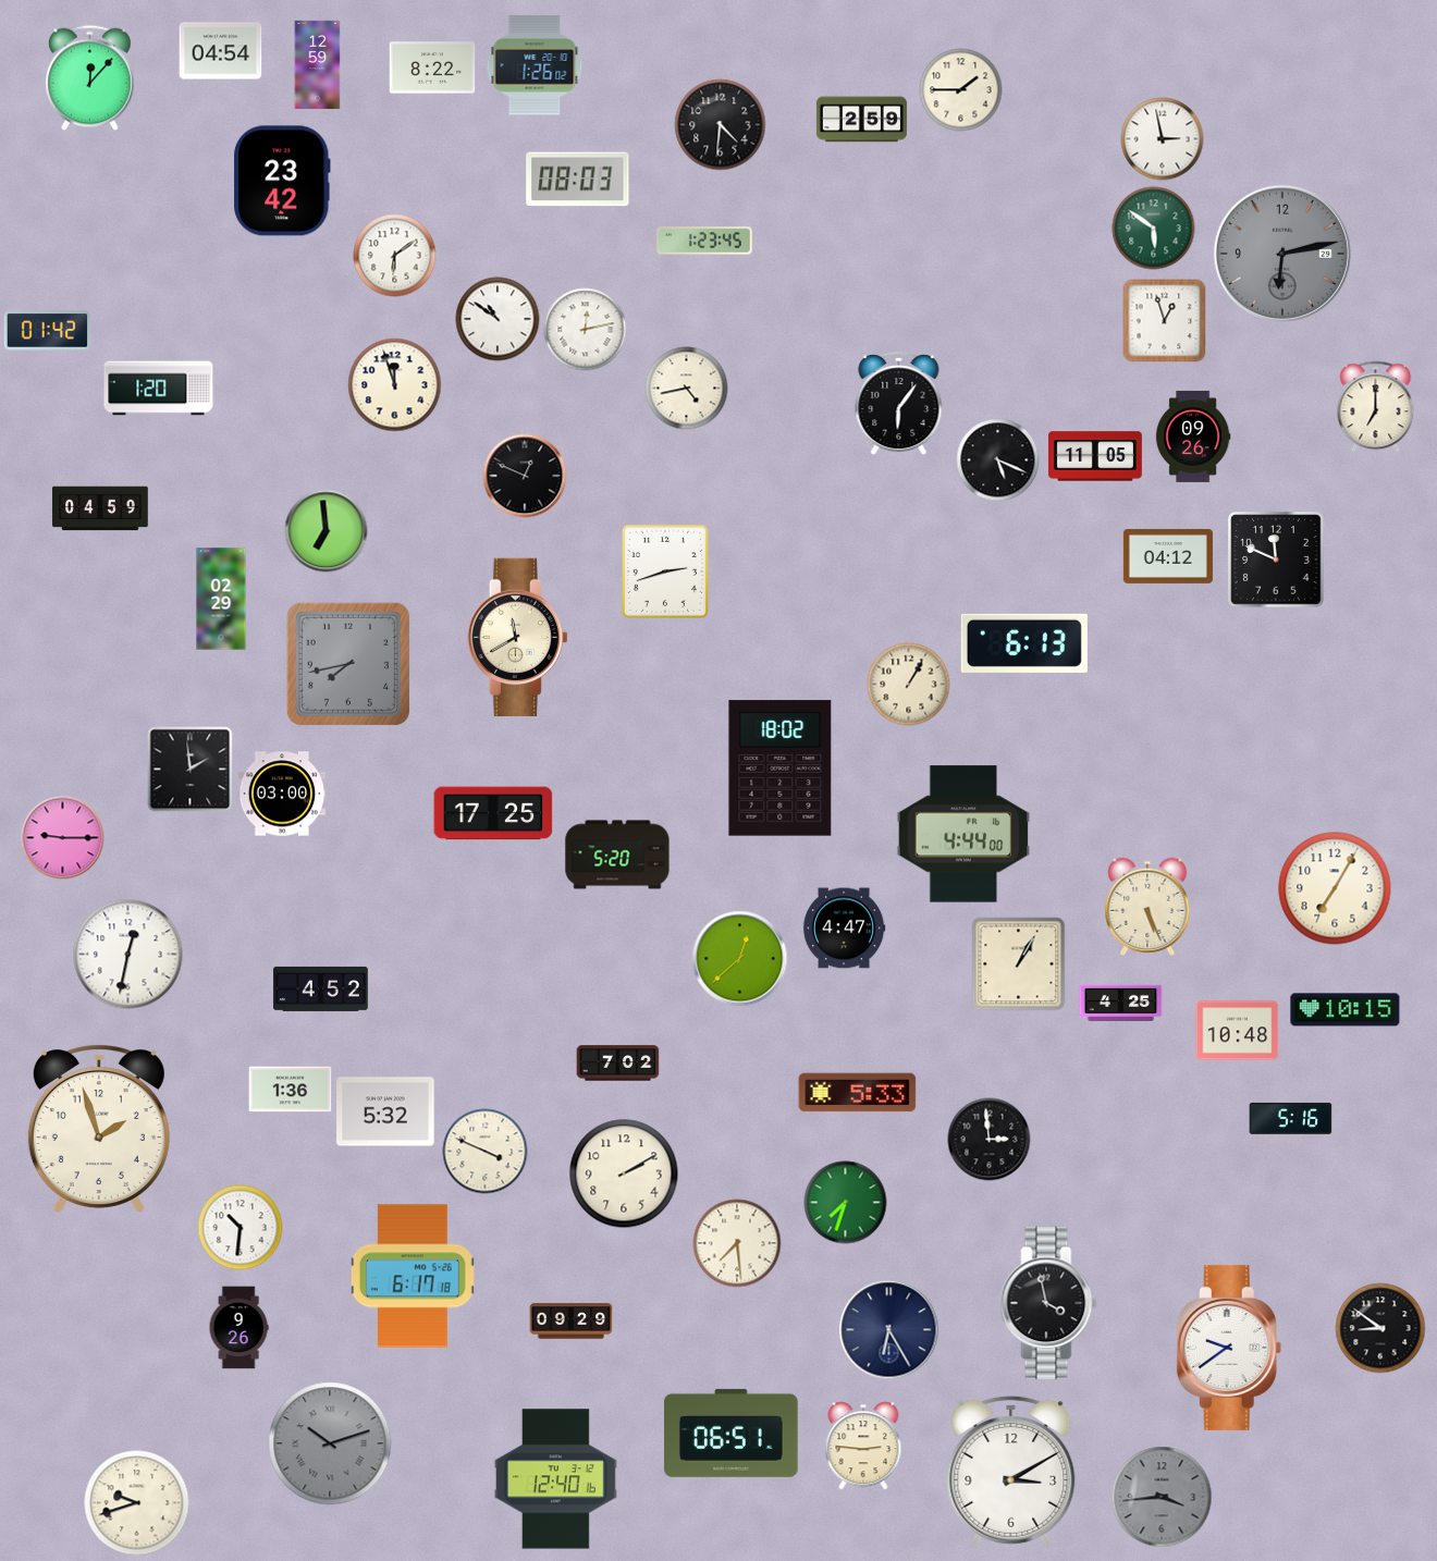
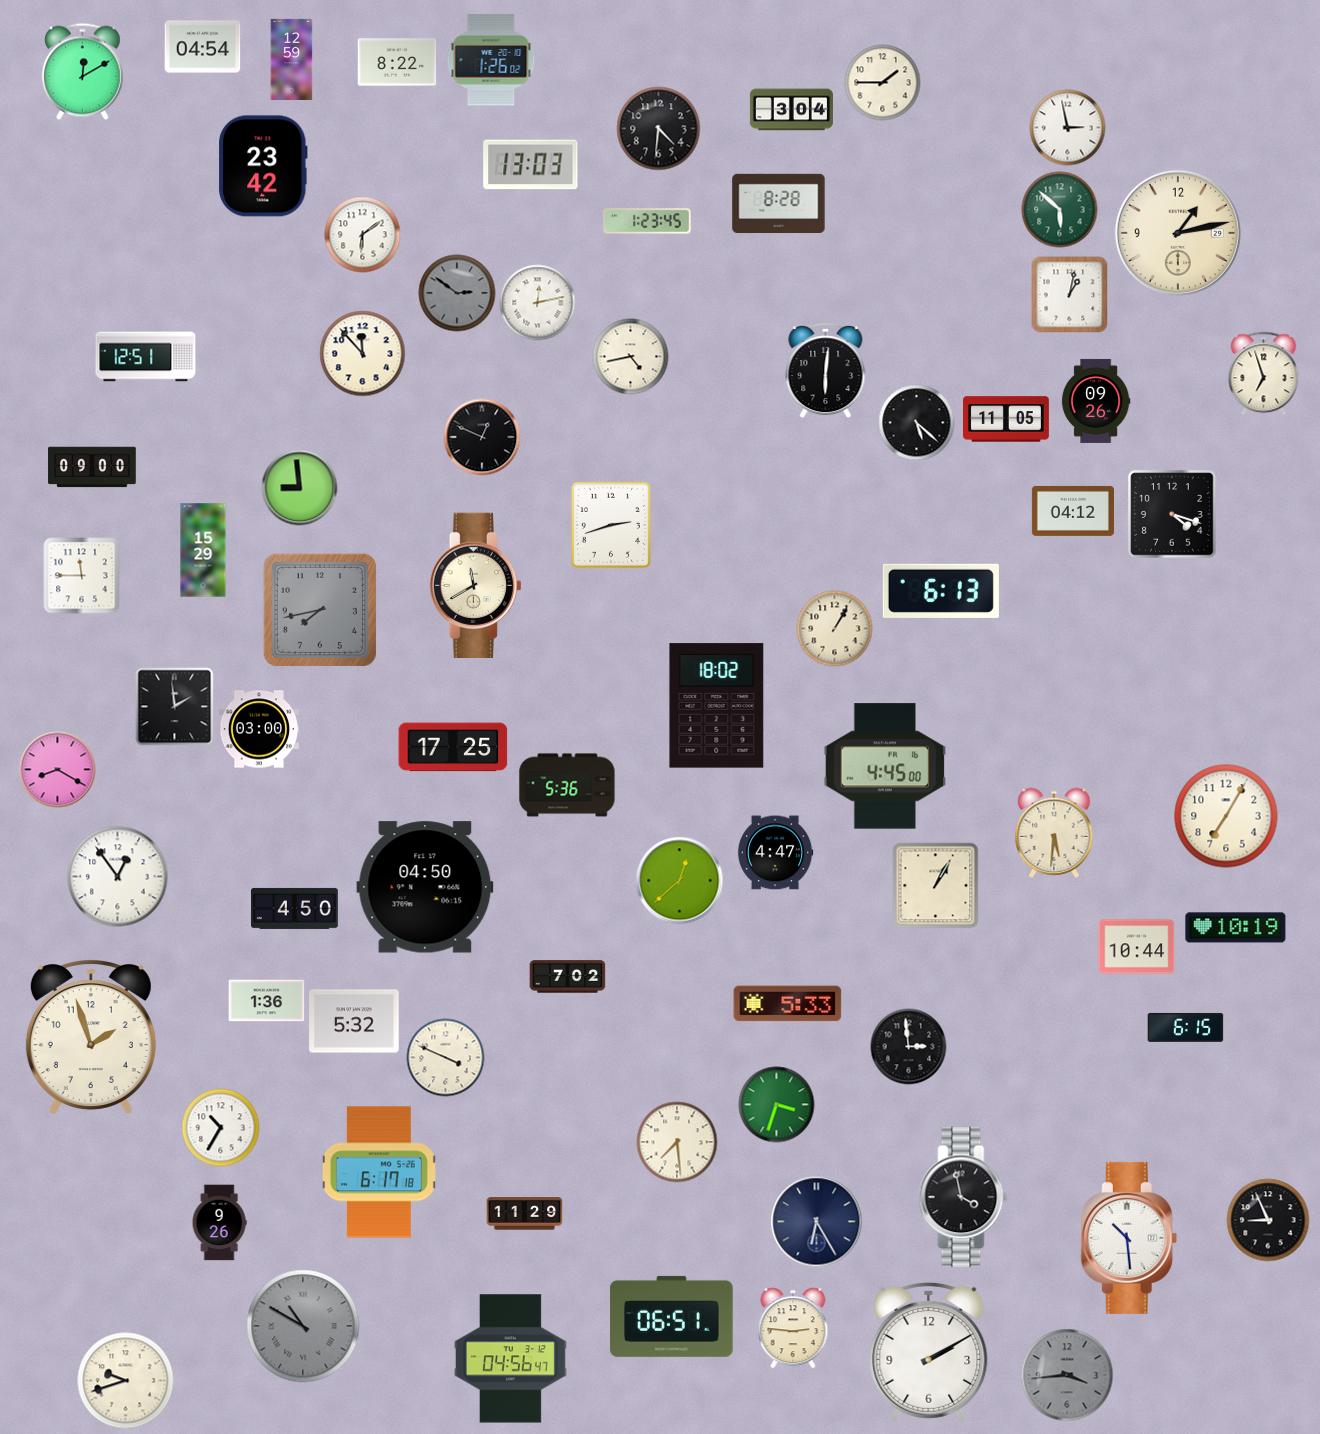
clock at (90, 78): 12:07 -> 12:10
clock at (861, 120): 2:59 -> 3:04
clock at (721, 125) position: (721, 125) -> (659, 129)
clock at (578, 180): 08:03 -> 13:03
clock at (282, 181) position: (282, 181) -> (263, 166)
clock at (779, 204): none -> 8:28
clock at (1154, 229): 5:51 -> 5:52
clock at (1282, 254): 6:13 -> 1:13
clock at (1282, 254) dial: grey -> cream
clock at (498, 319): 10:51 -> 2:51
clock at (498, 319) dial: white -> grey
clock at (1165, 321): 12:57 -> 1:02
clock at (48, 331): 01:42 -> none
clock at (395, 385): 11:57 -> 11:53
clock at (159, 389): 1:20 -> 12:51
clock at (899, 404): 6:06 -> 6:01
clock at (1376, 407): 7:00 -> 6:57
clock at (998, 460): 5:19 -> 5:22
clock at (100, 508): 04:59 -> 09:00
clock at (327, 531): 6:59 -> 8:59
clock at (1276, 560): 11:49 -> 4:18
clock at (221, 599): 02:29 -> 15:29
clock at (82, 576): none -> 11:45
clock at (963, 834): 4:44 -> 4:45
clock at (63, 838): 9:15 -> 8:20
clock at (617, 855): 5:20 -> 5:36
clock at (1147, 906): 5:26 -> 5:31
clock at (128, 955): 12:32 -> 12:54
clock at (425, 887): none -> 04:50
clock at (321, 988): 4:52 -> 4:50
clock at (1121, 1004): 4:25 -> none
clock at (1346, 1010): 10:15 -> 10:19
clock at (1238, 1031): 10:48 -> 10:44
clock at (1291, 1119): 5:16 -> 6:15
clock at (624, 1173): 2:10 -> none
clock at (846, 1203): 7:33 -> 3:33
clock at (241, 1228): 10:31 -> 10:35
clock at (572, 1322): 09:29 -> 11:29
clock at (238, 1328) position: (238, 1328) -> (219, 1223)
clock at (1380, 1328): 8:51 -> 8:56
clock at (1229, 1348): 9:39 -> 10:29
clock at (330, 1443): 10:12 -> 10:50
clock at (1011, 1472): 3:10 -> 2:10
clock at (555, 1479): 12:40 -> 04:56
